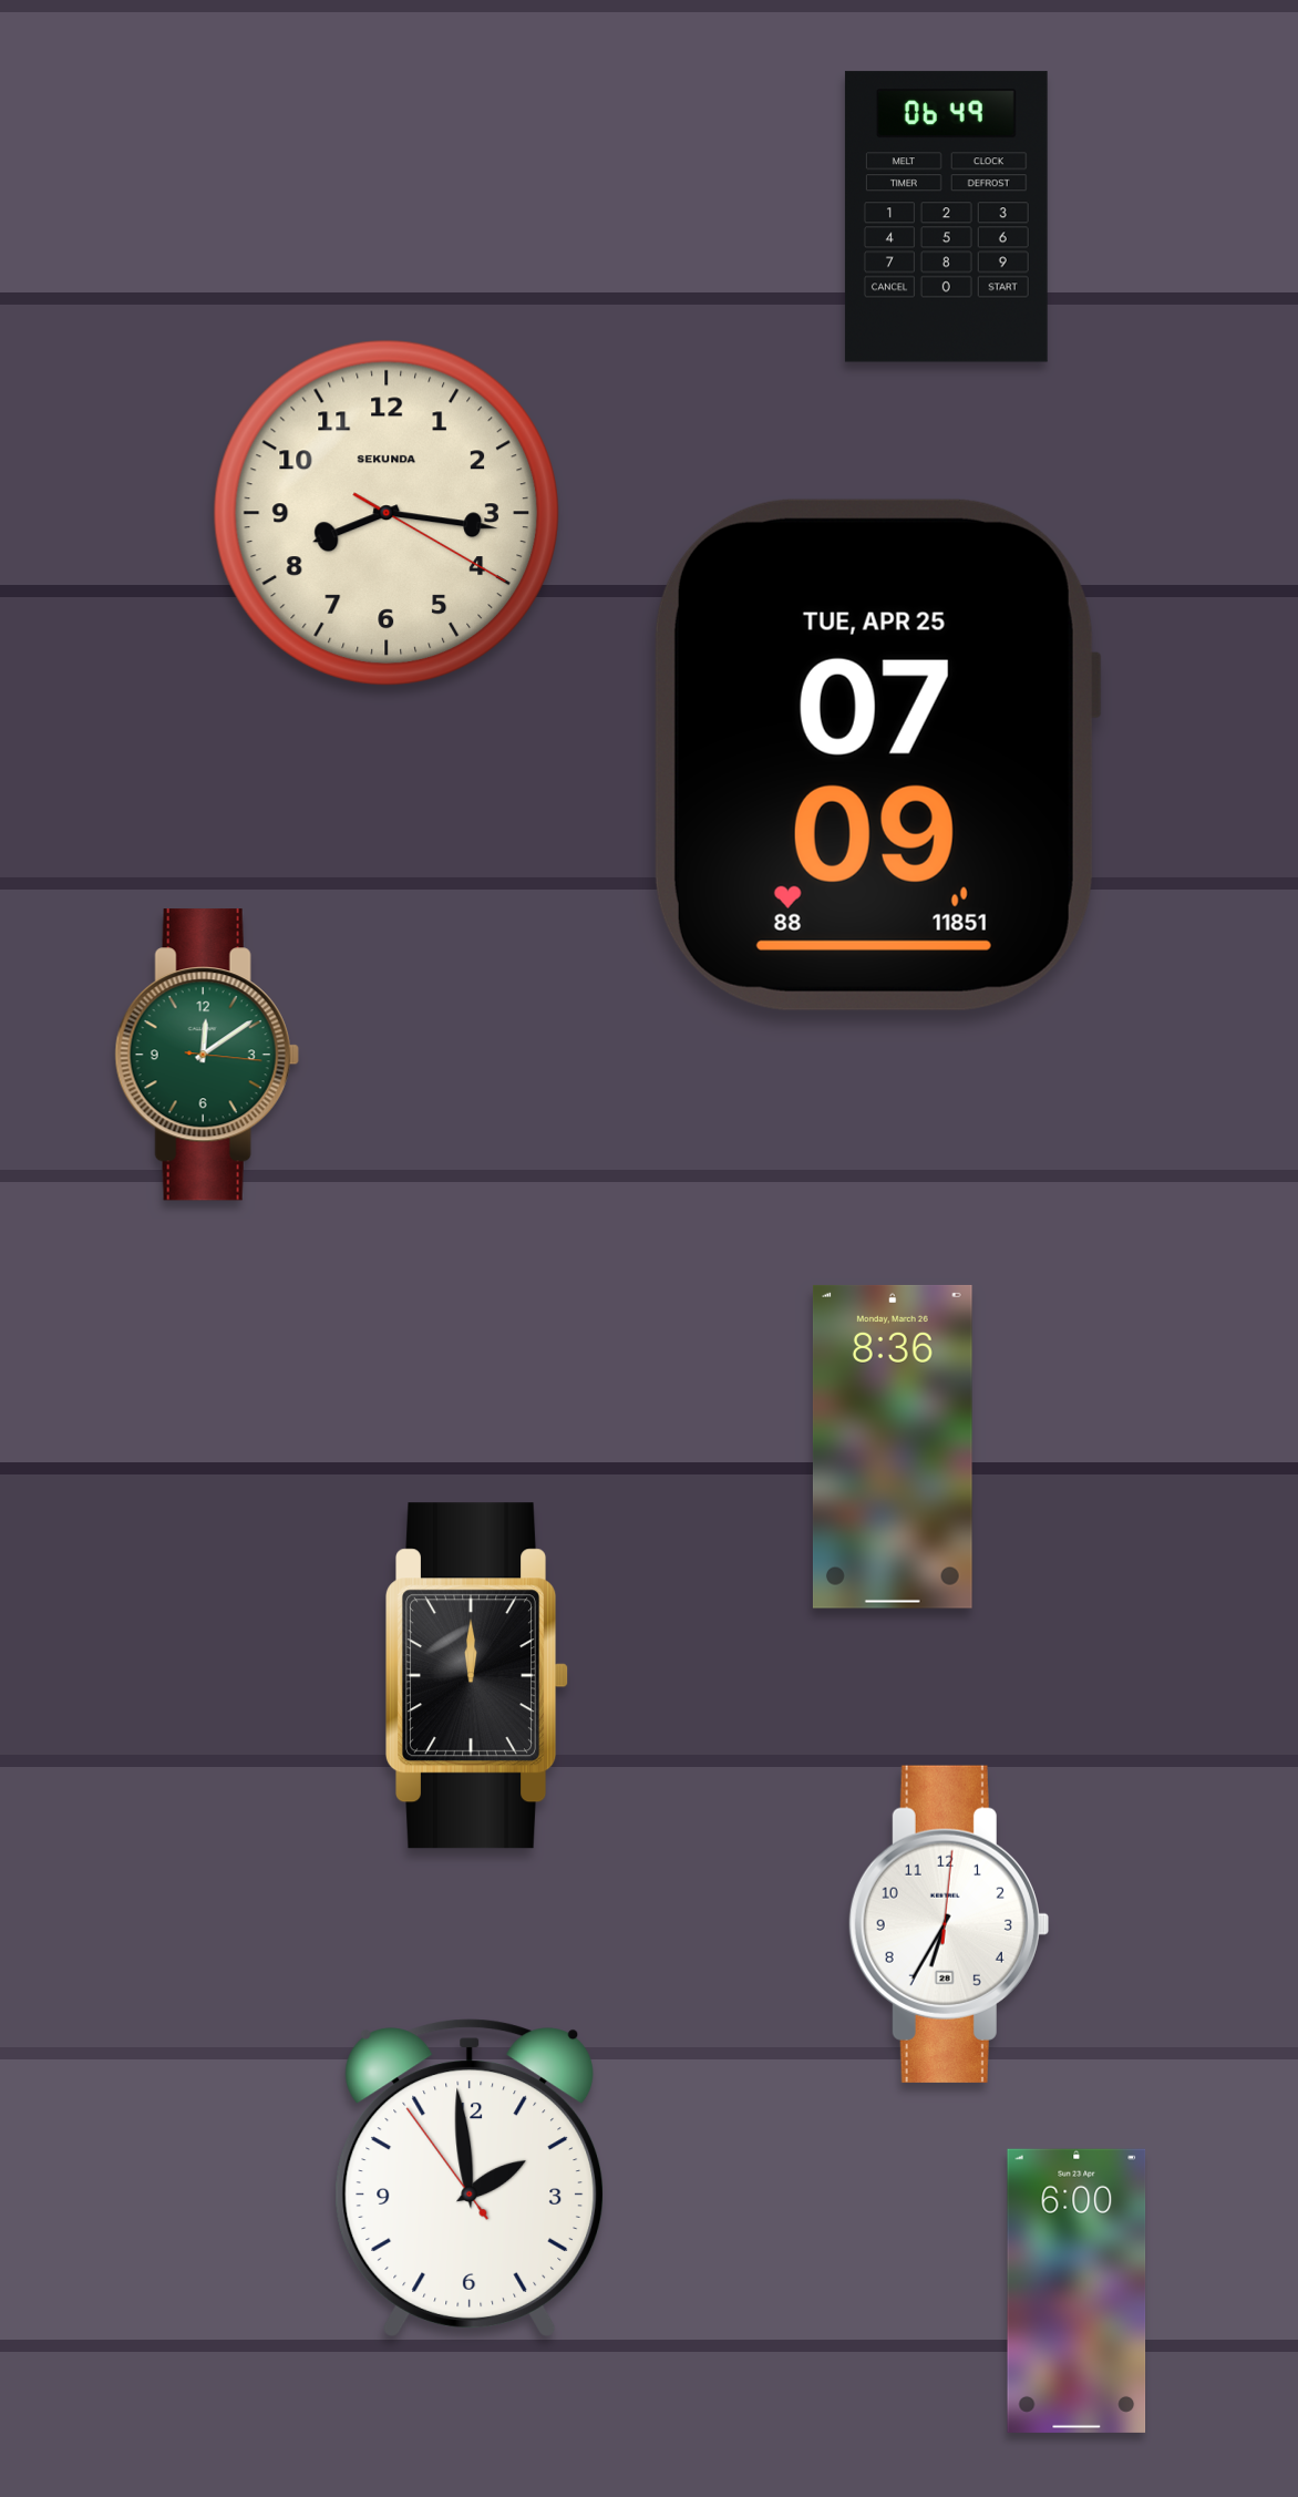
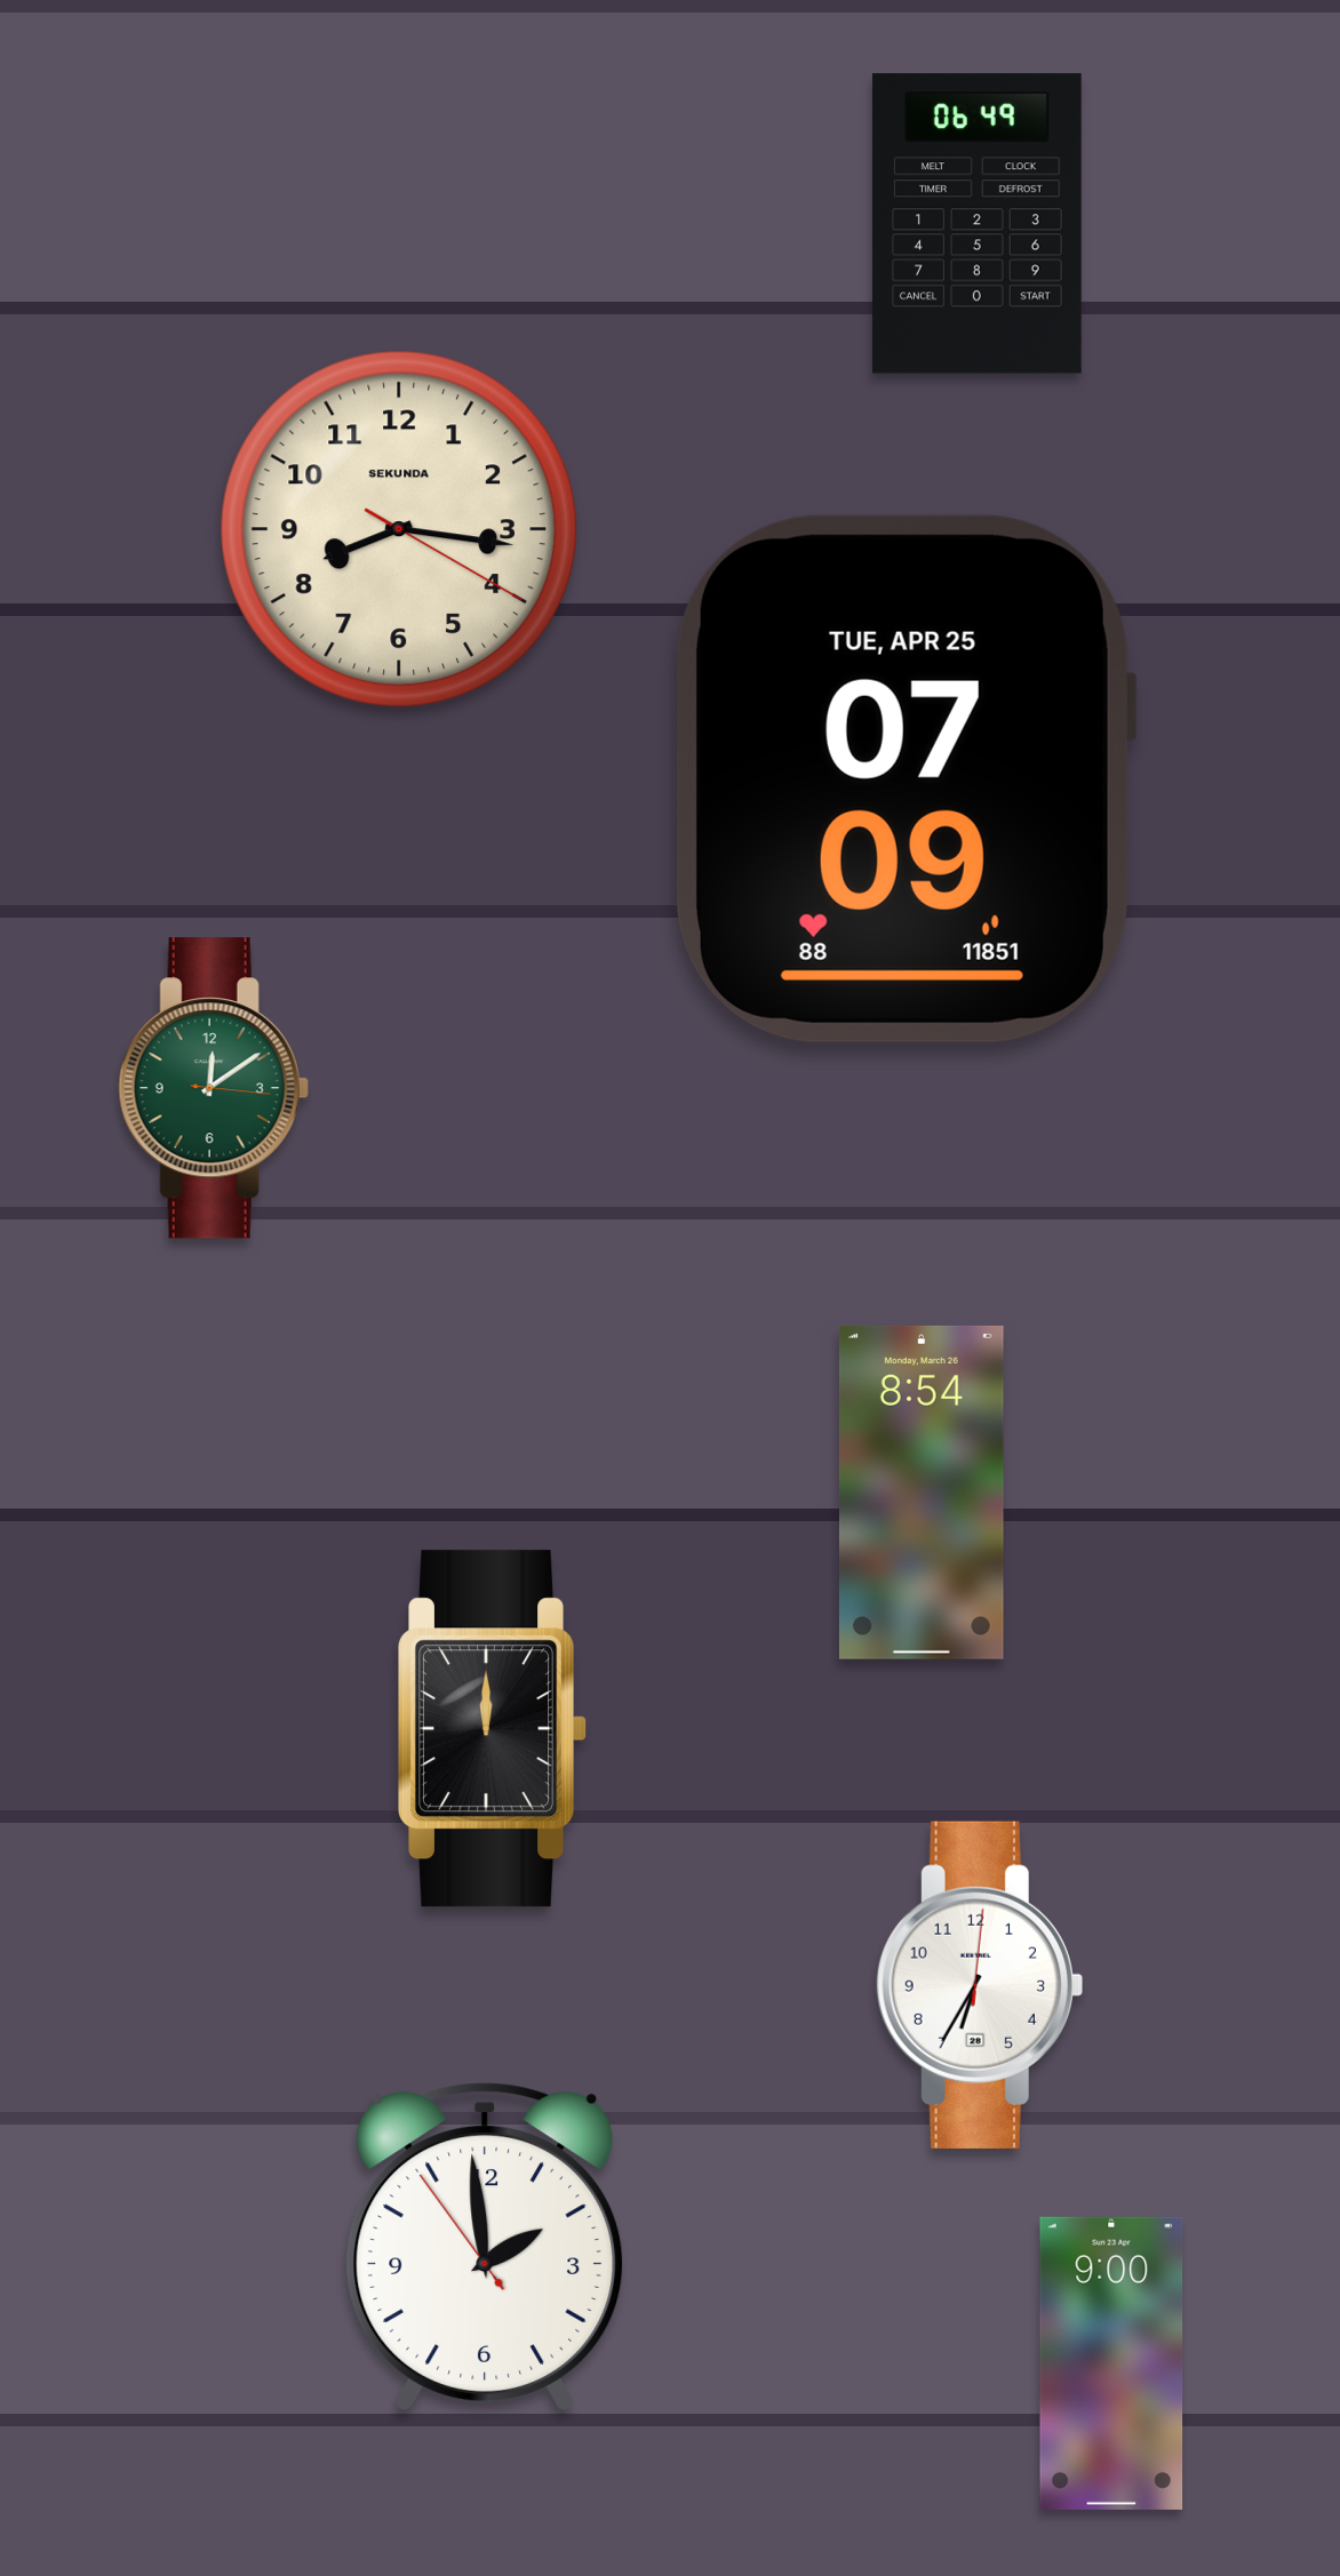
clock at (893, 1447): 8:36 -> 8:54
clock at (1076, 2291): 6:00 -> 9:00
